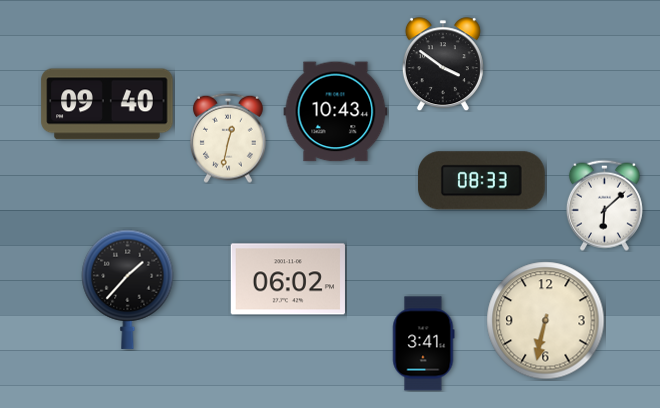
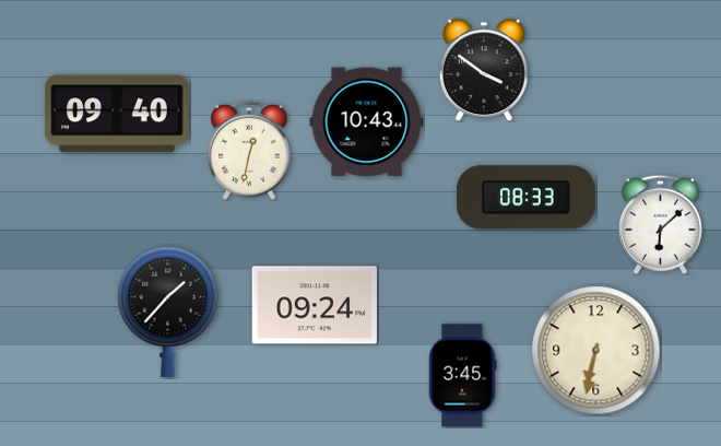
clock at (288, 279): 06:02 -> 09:24
clock at (128, 289) position: (128, 289) -> (168, 312)
clock at (423, 344): 3:41 -> 3:45
